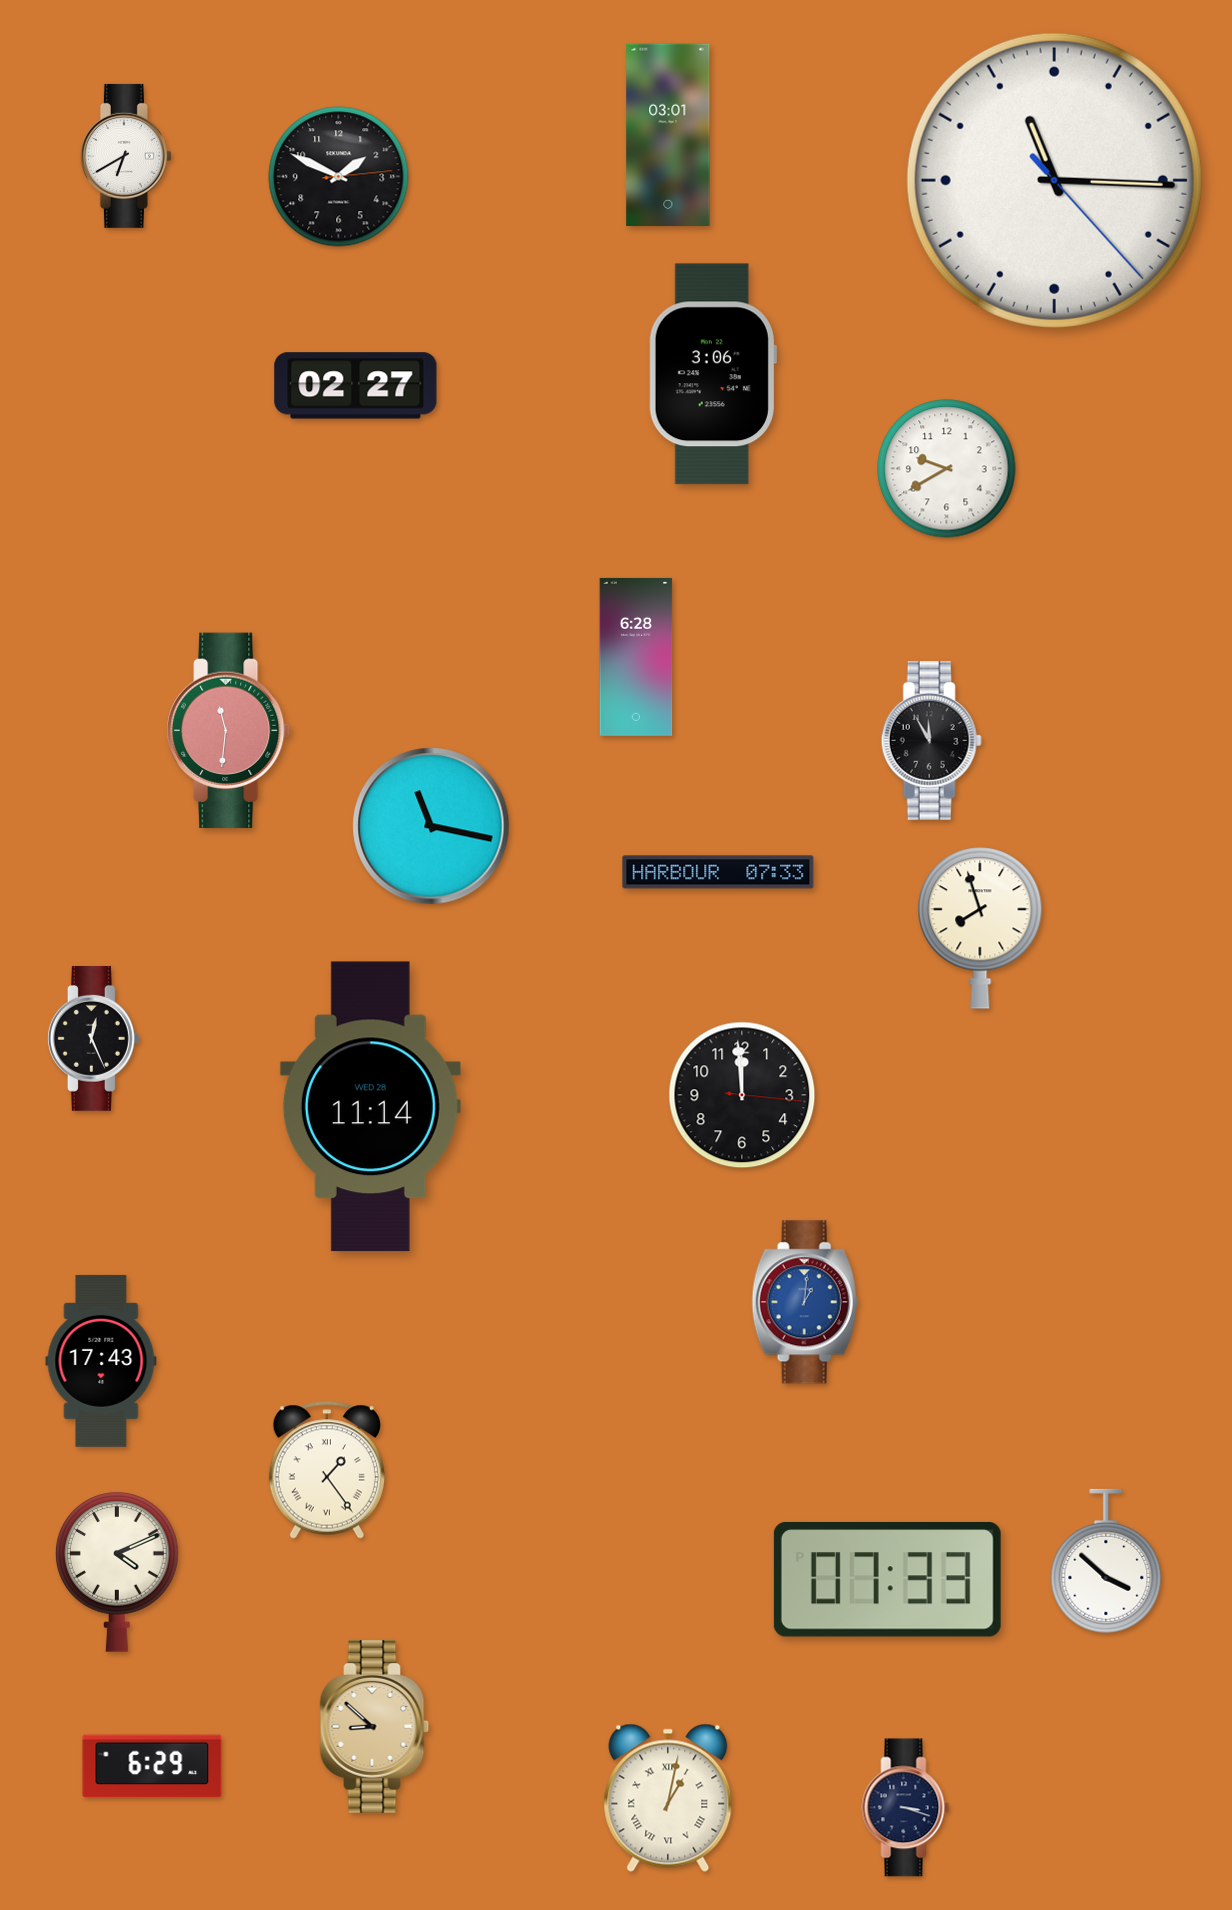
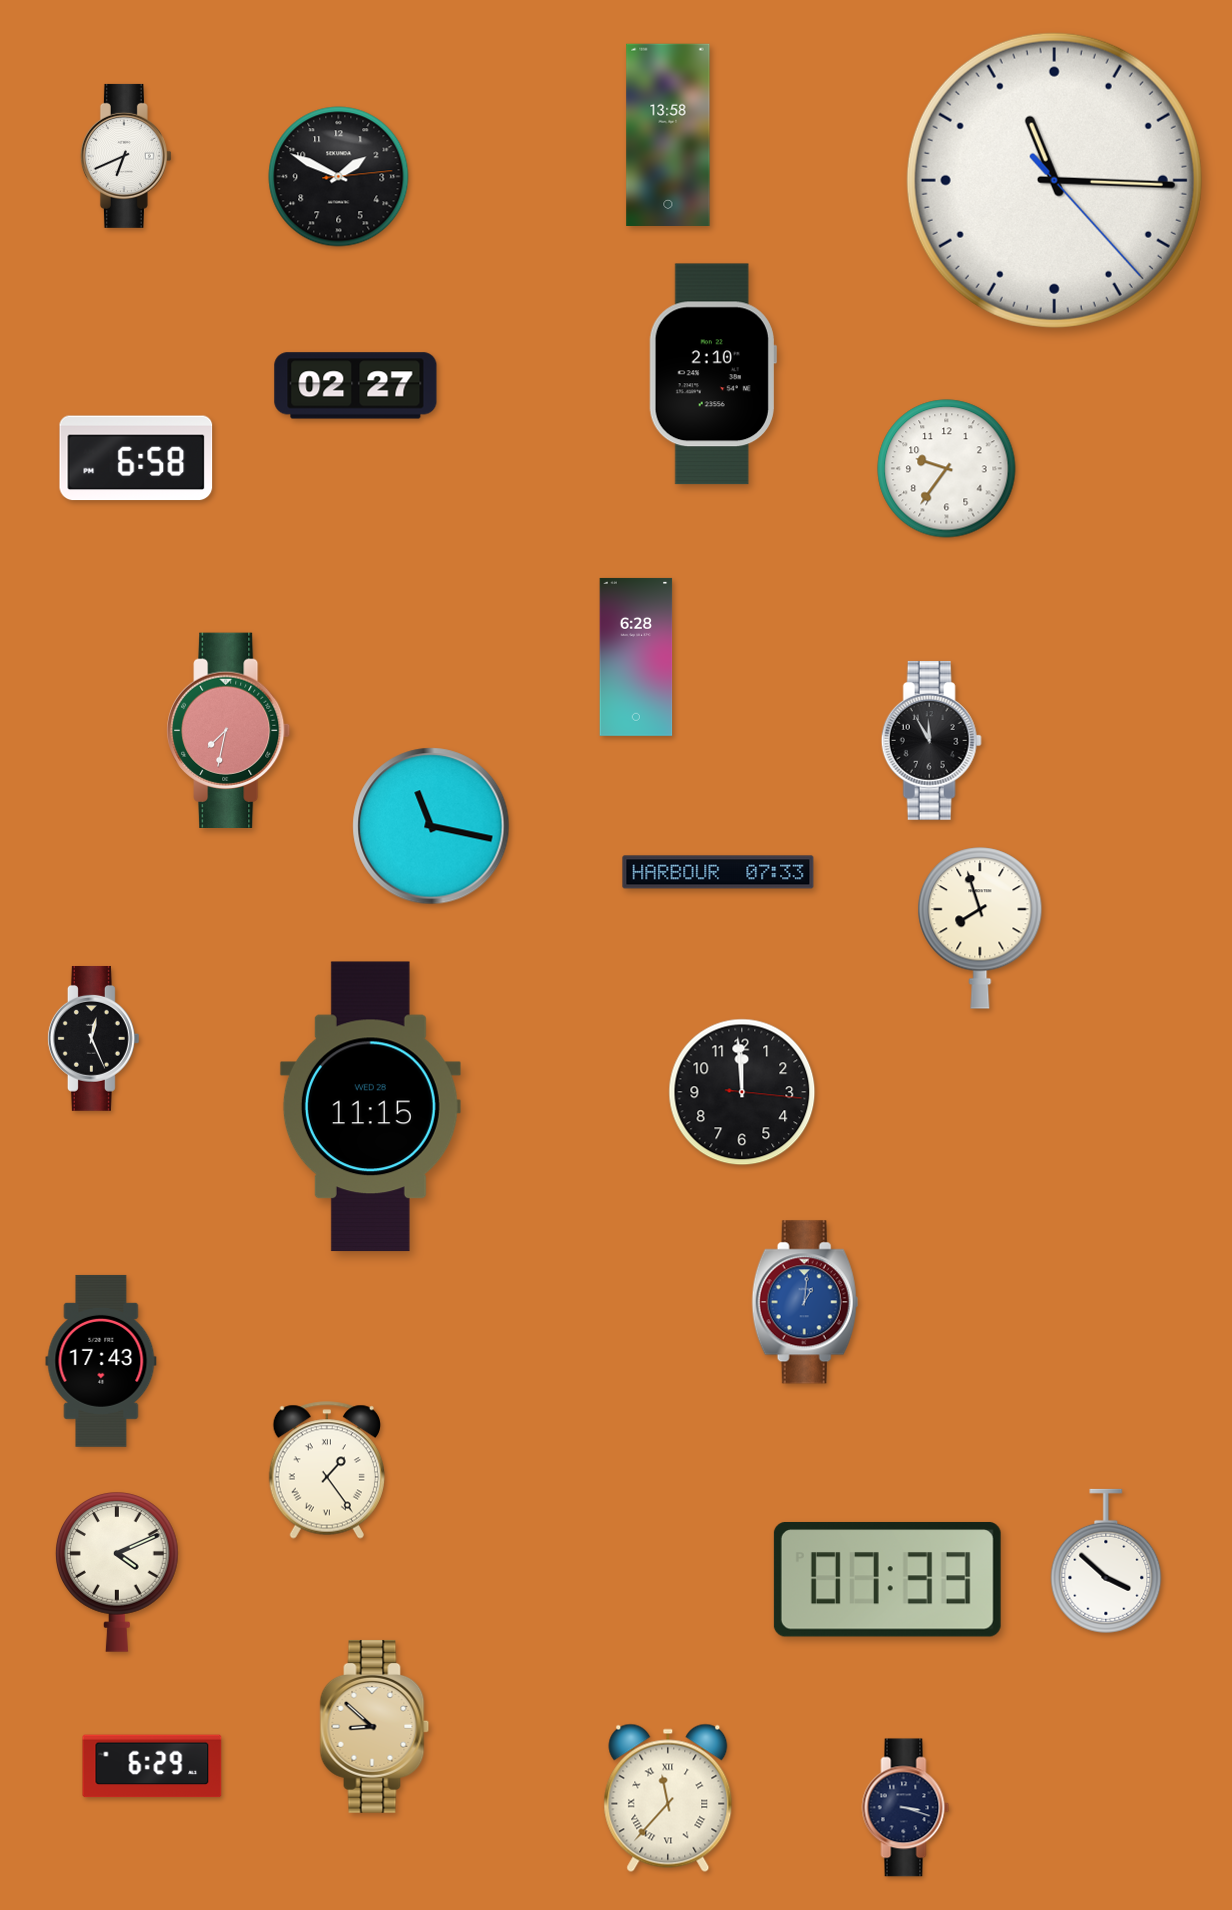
clock at (668, 134): 03:01 -> 13:58
clock at (126, 156): 6:40 -> 6:41
clock at (713, 374): 3:06 -> 2:10
clock at (136, 458): none -> 6:58
clock at (947, 469): 9:40 -> 9:36
clock at (229, 730): 11:31 -> 7:32
clock at (742, 1095) position: (742, 1095) -> (742, 1092)
clock at (370, 1107): 11:14 -> 11:15
clock at (668, 1798): 1:02 -> 11:37
